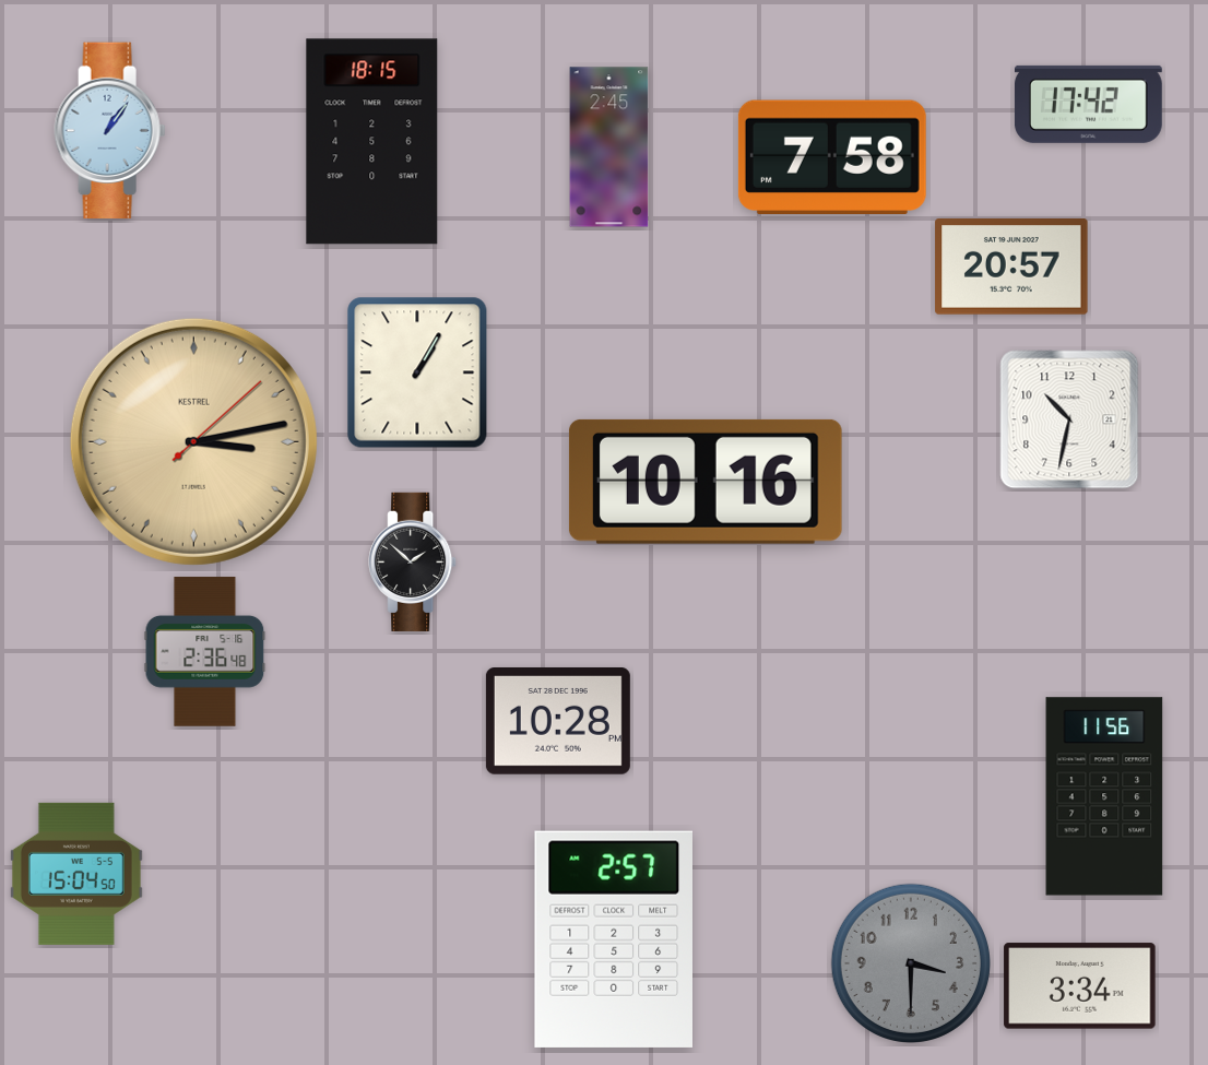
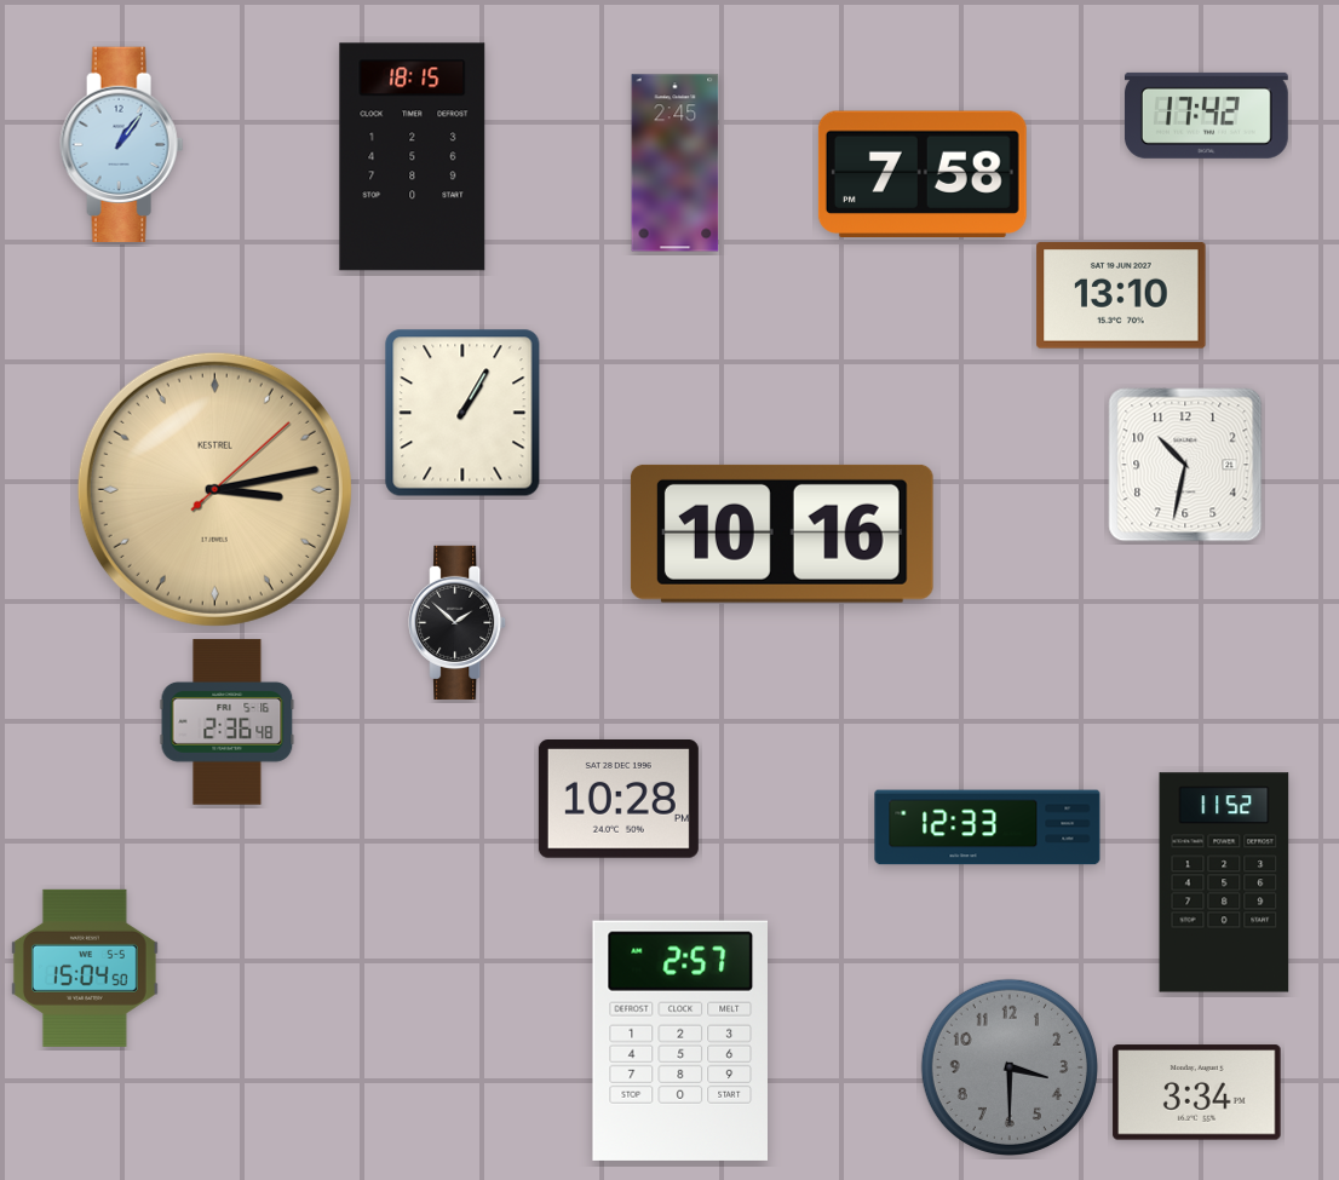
clock at (1011, 268): 20:57 -> 13:10
clock at (988, 828): none -> 12:33
clock at (1104, 796): 11:56 -> 11:52
